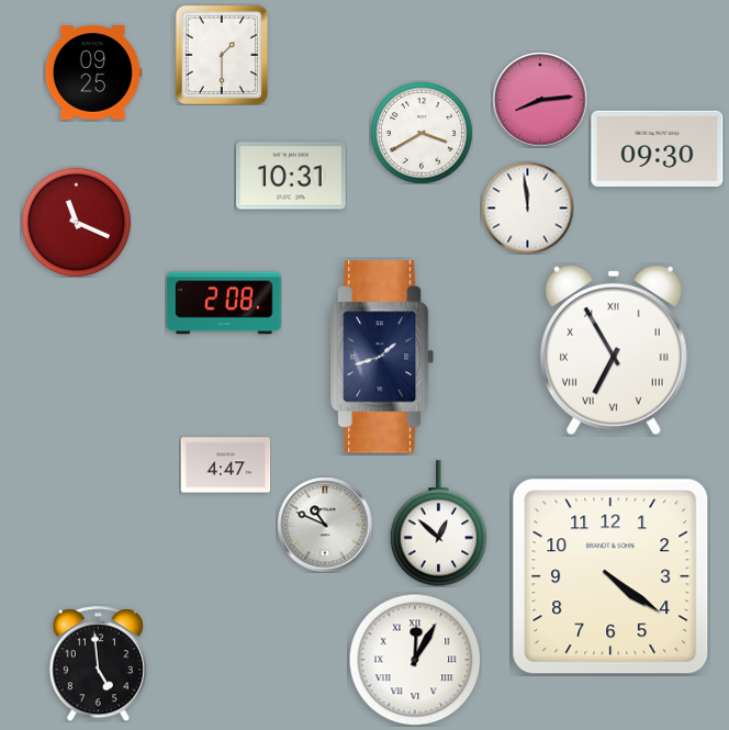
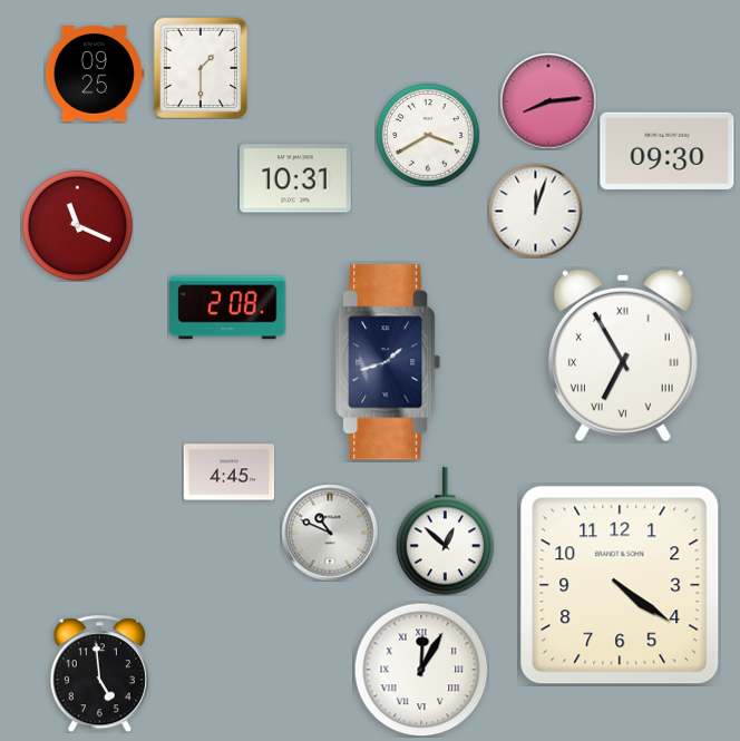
clock at (221, 55) position: (221, 55) -> (199, 68)
clock at (527, 207): 11:59 -> 12:03
clock at (225, 465): 4:47 -> 4:45
